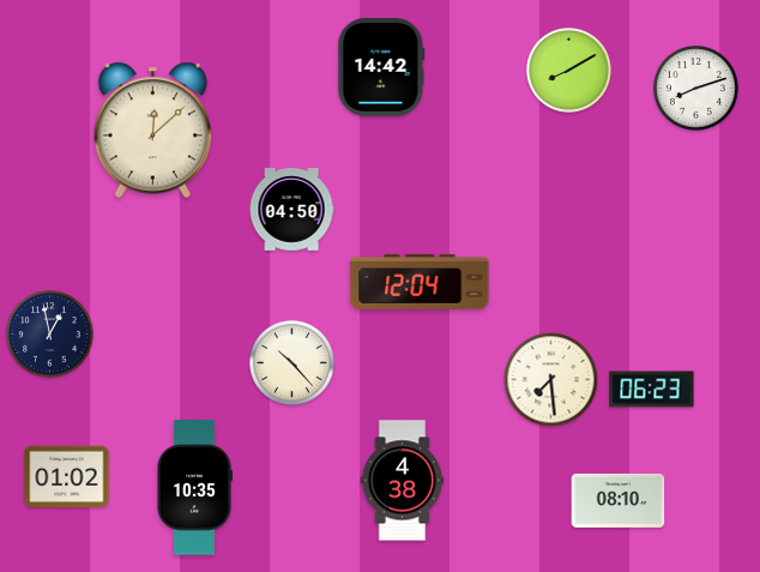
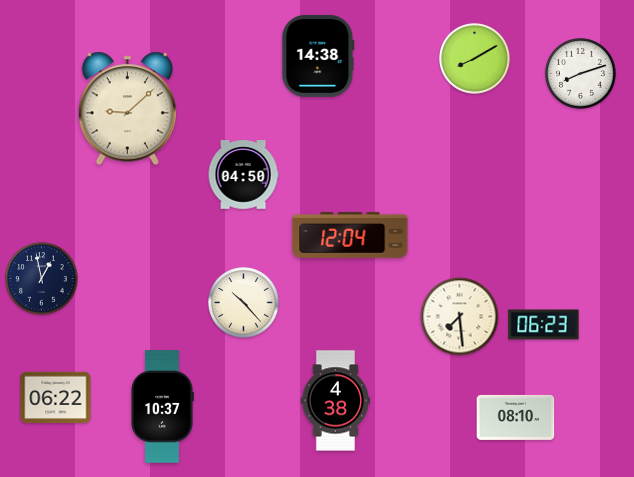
clock at (381, 67): 14:42 -> 14:38
clock at (153, 131): 12:08 -> 9:08
clock at (67, 477): 01:02 -> 06:22
clock at (194, 488): 10:35 -> 10:37
